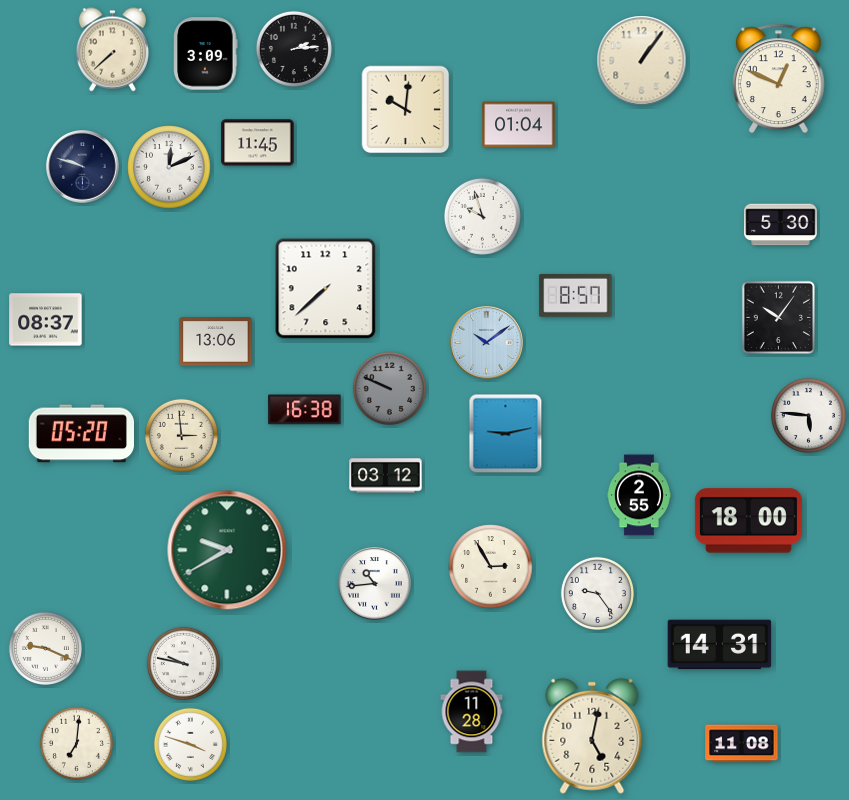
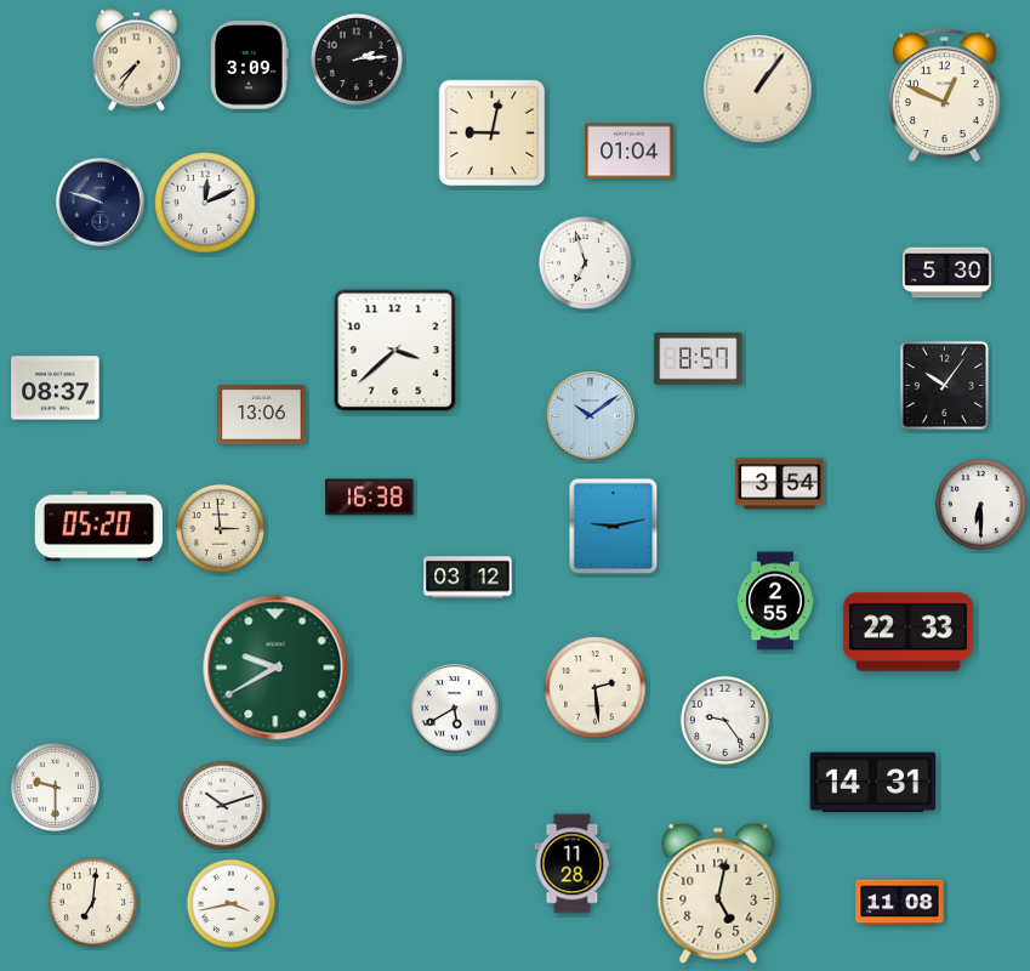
clock at (112, 50): 7:38 -> 7:36
clock at (642, 61) position: (642, 61) -> (758, 90)
clock at (406, 110): 10:01 -> 9:02
clock at (258, 143): 11:45 -> none
clock at (482, 216): 9:57 -> 6:57
clock at (326, 289): 7:38 -> 3:38
clock at (389, 388): 9:49 -> none
clock at (780, 484): none -> 3:54
clock at (808, 415): 5:46 -> 6:30
clock at (748, 521): 18:00 -> 22:33
clock at (491, 567): 2:55 -> 2:29
clock at (375, 584): 10:44 -> 5:40
clock at (45, 648): 9:19 -> 9:30
clock at (183, 663): 9:47 -> 10:12
clock at (190, 744): 3:48 -> 3:43
